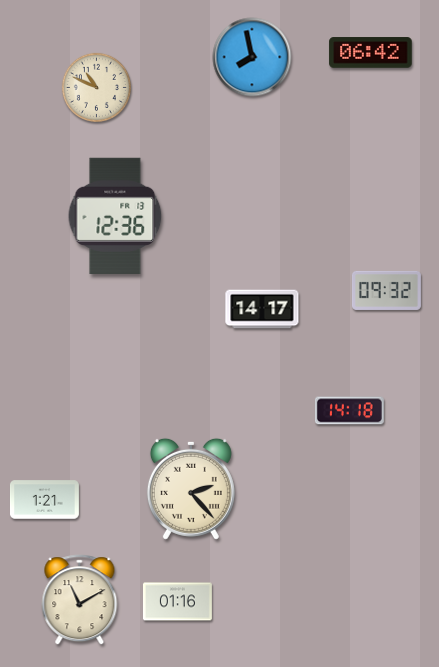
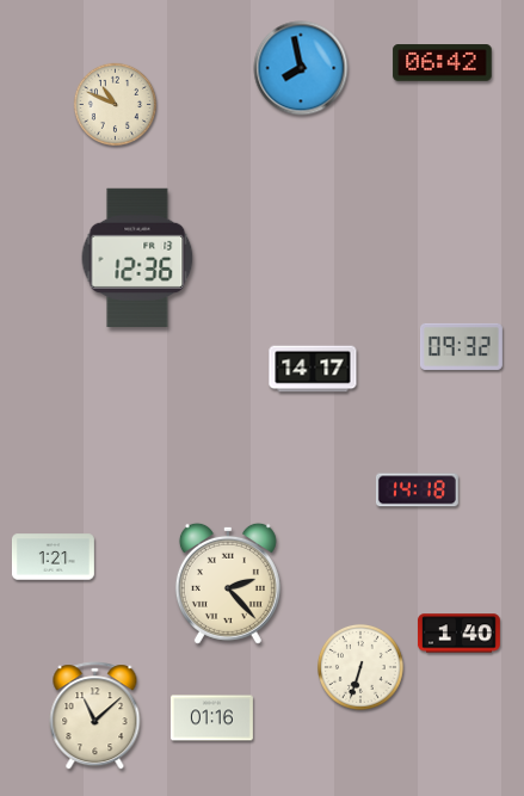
clock at (44, 500) position: (44, 500) -> (53, 557)
clock at (458, 634): none -> 1:40
clock at (360, 667): none -> 6:33
clock at (80, 600): 11:10 -> 11:08
